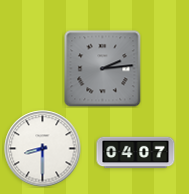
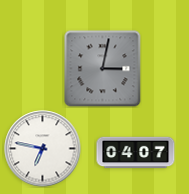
clock at (103, 69): 2:14 -> 3:02
clock at (43, 149): 8:30 -> 6:47
